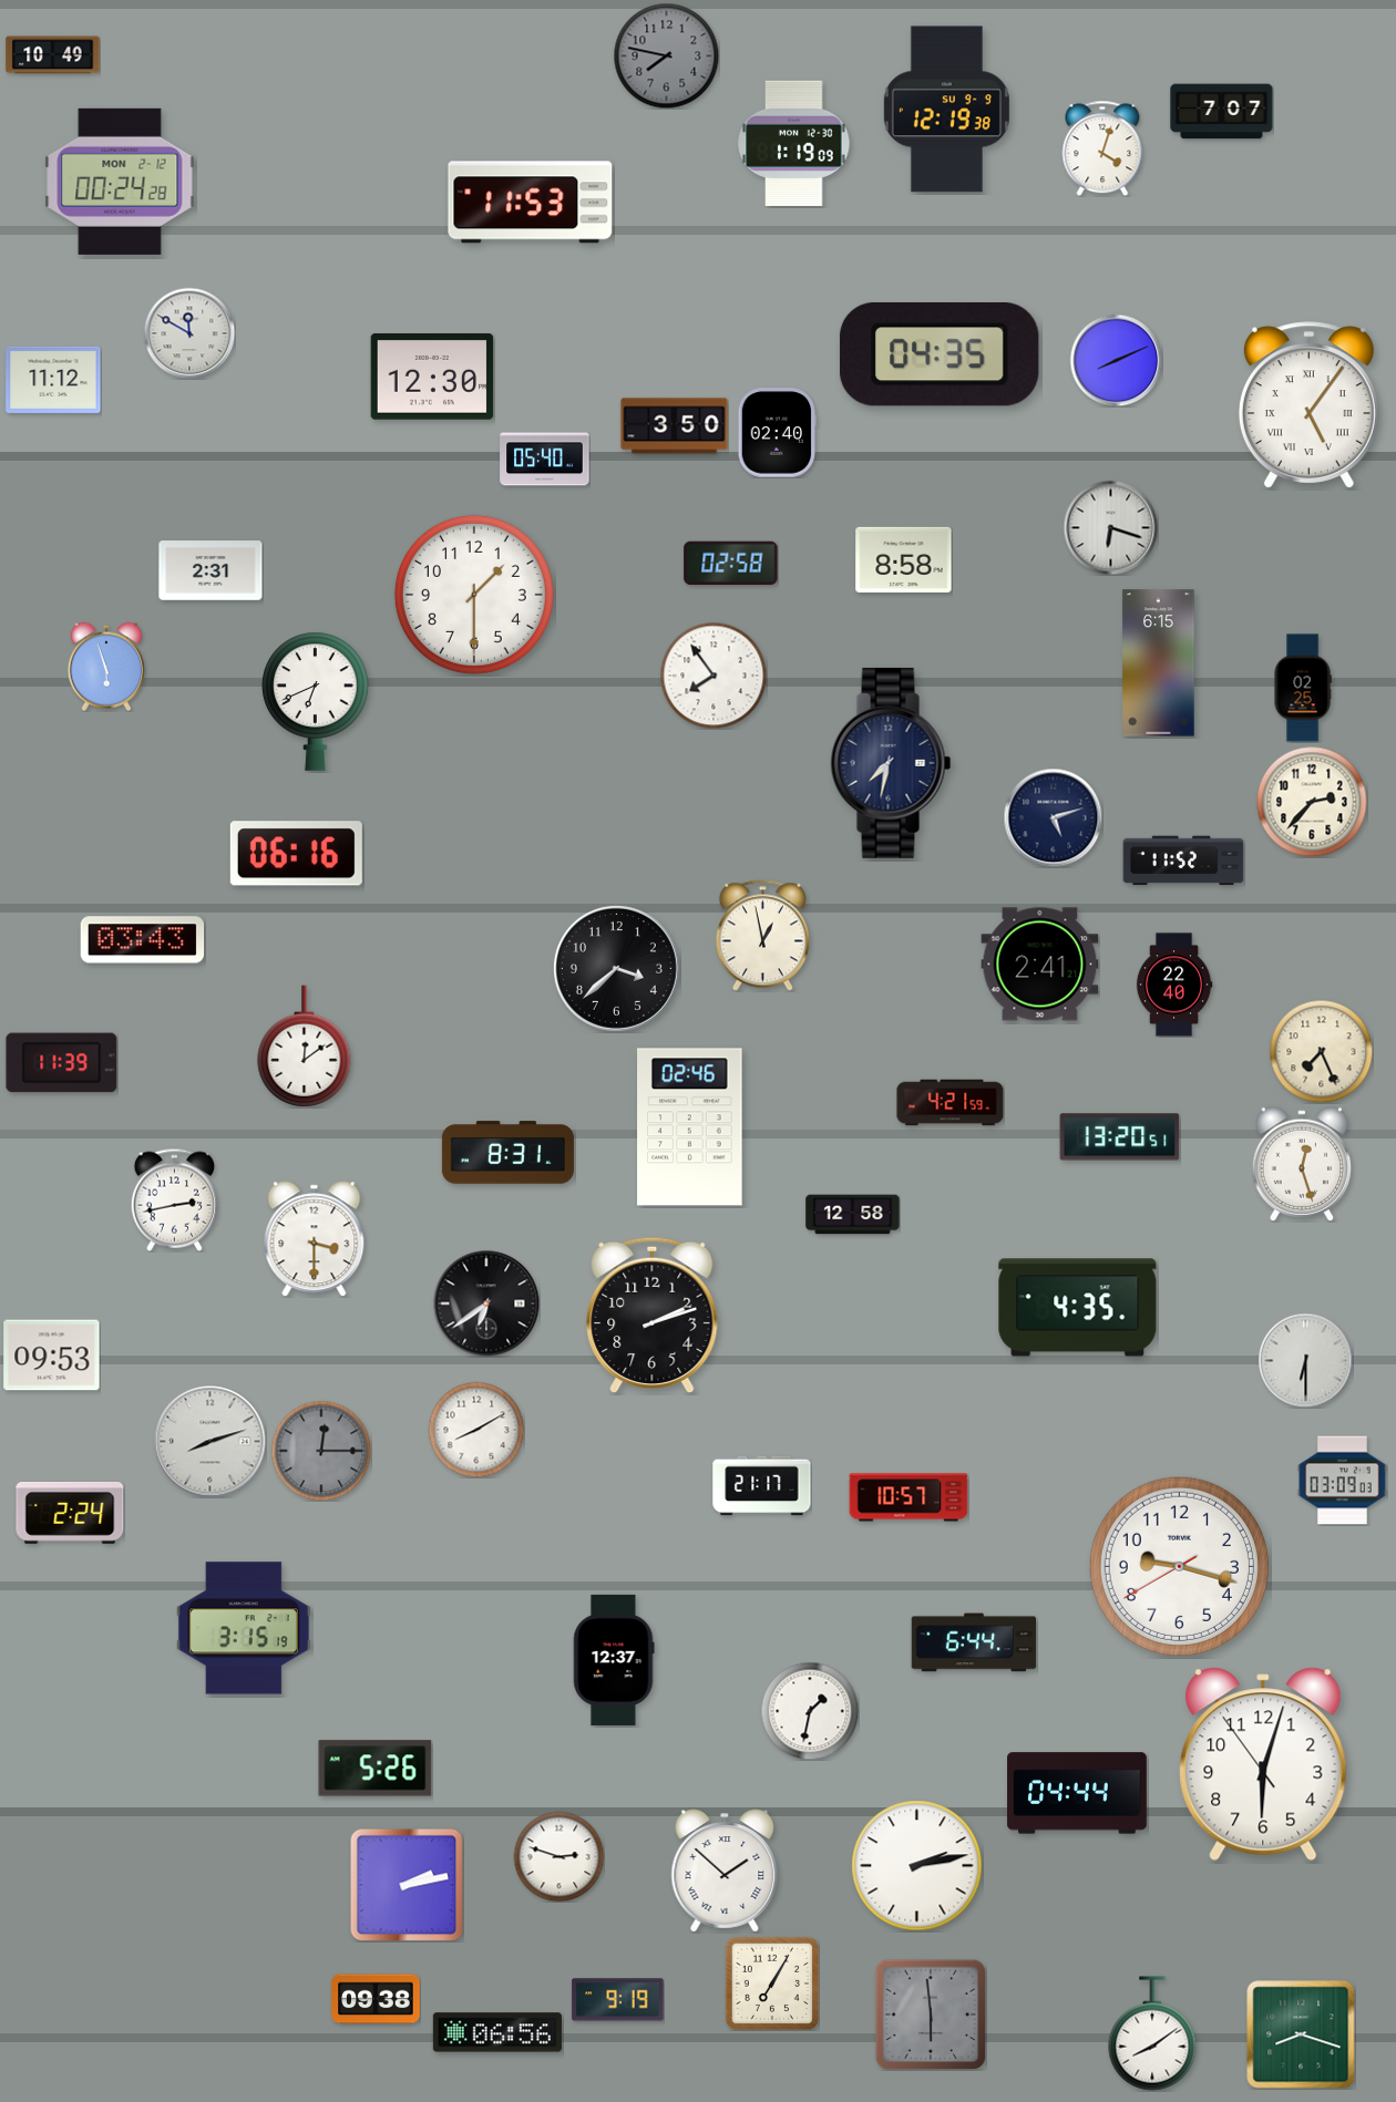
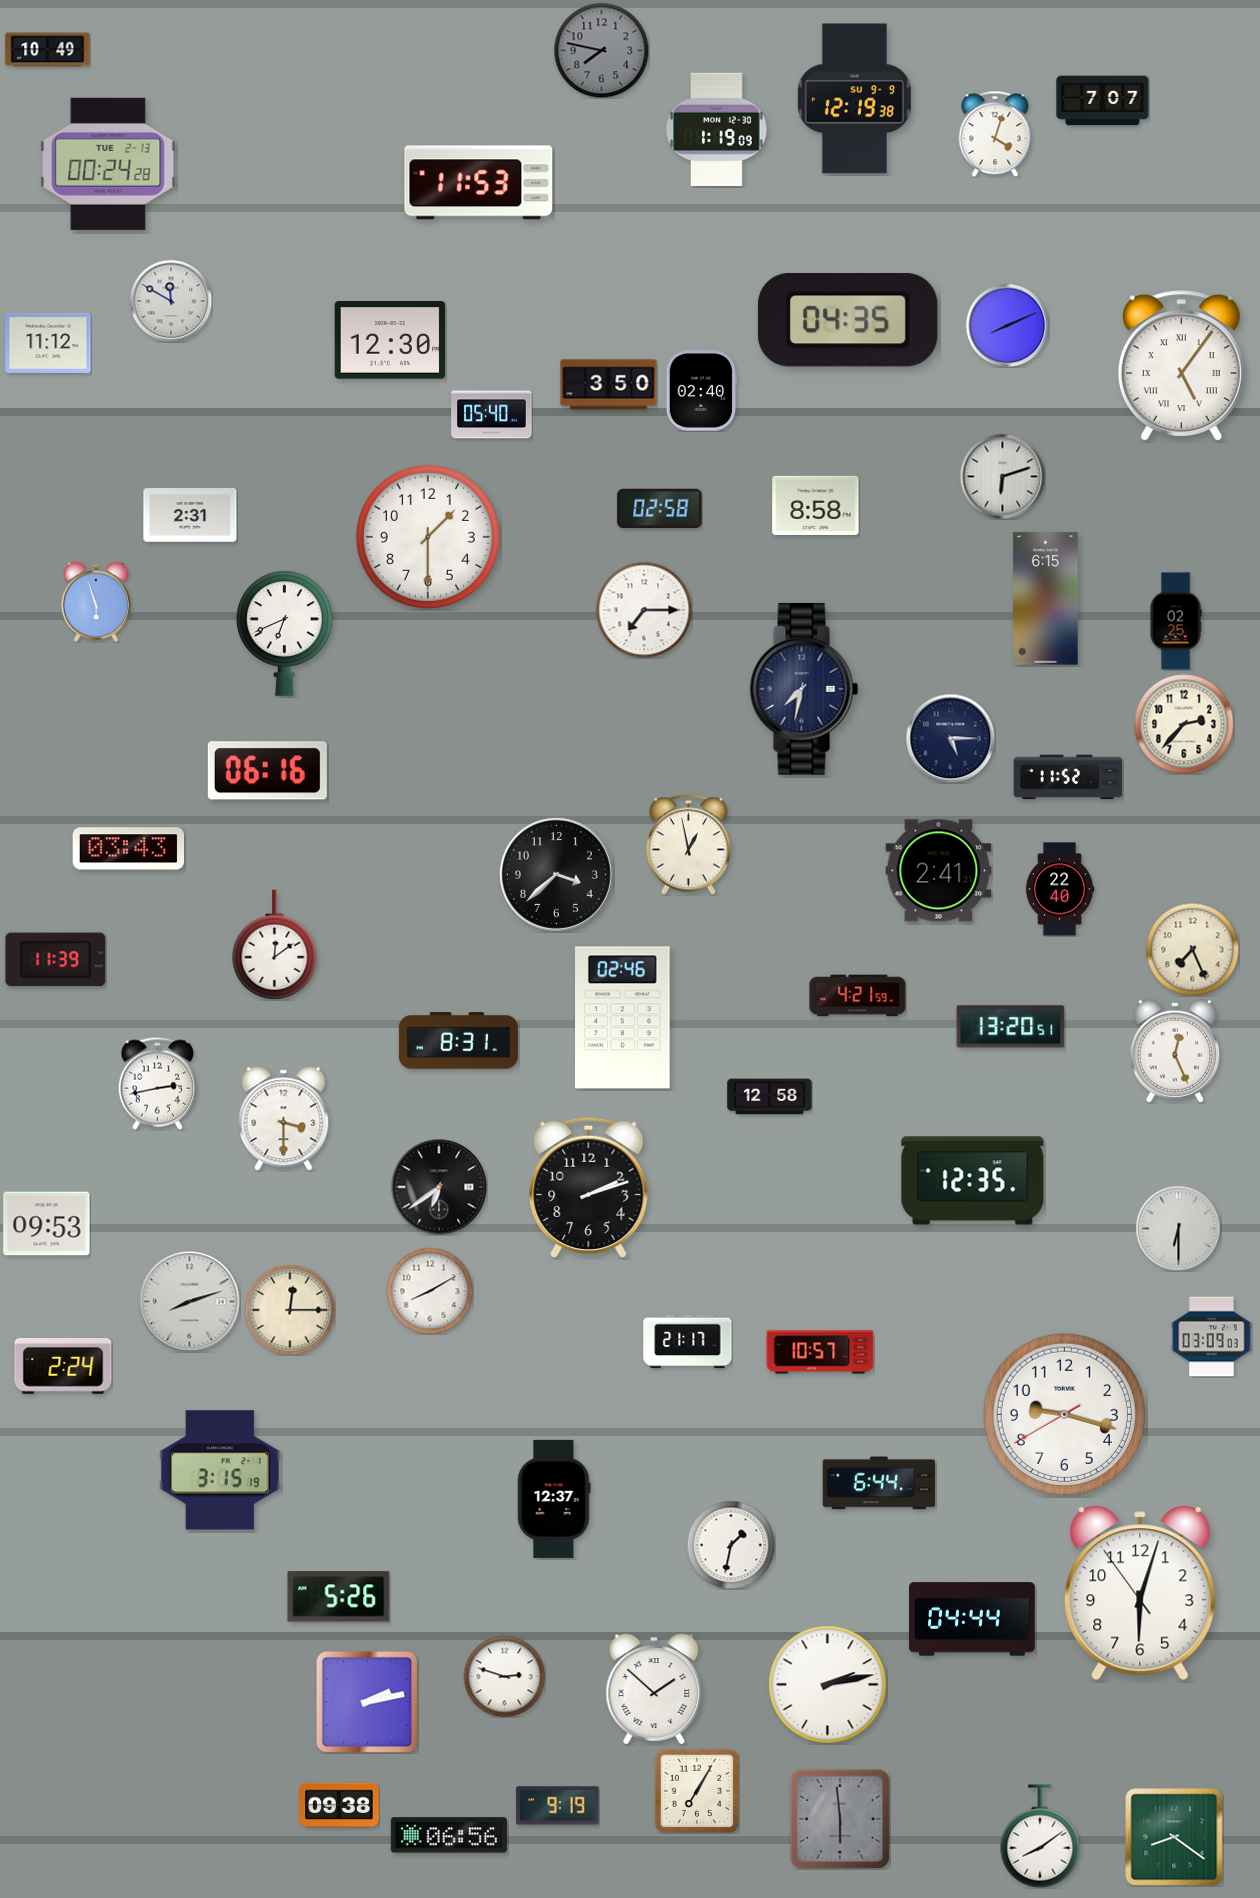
clock at (120, 182) date: MON 2-12 -> TUE 2-13
clock at (1110, 527): 6:18 -> 6:12
clock at (714, 676): 7:54 -> 7:15
clock at (1053, 817): 5:12 -> 5:15
clock at (1302, 1163): 12:27 -> 12:26
clock at (486, 1304) position: (486, 1304) -> (439, 1187)
clock at (1078, 1308): 4:35 -> 12:35
clock at (321, 1451) dial: grey -> cream
clock at (1301, 2034): 8:18 -> 8:21
